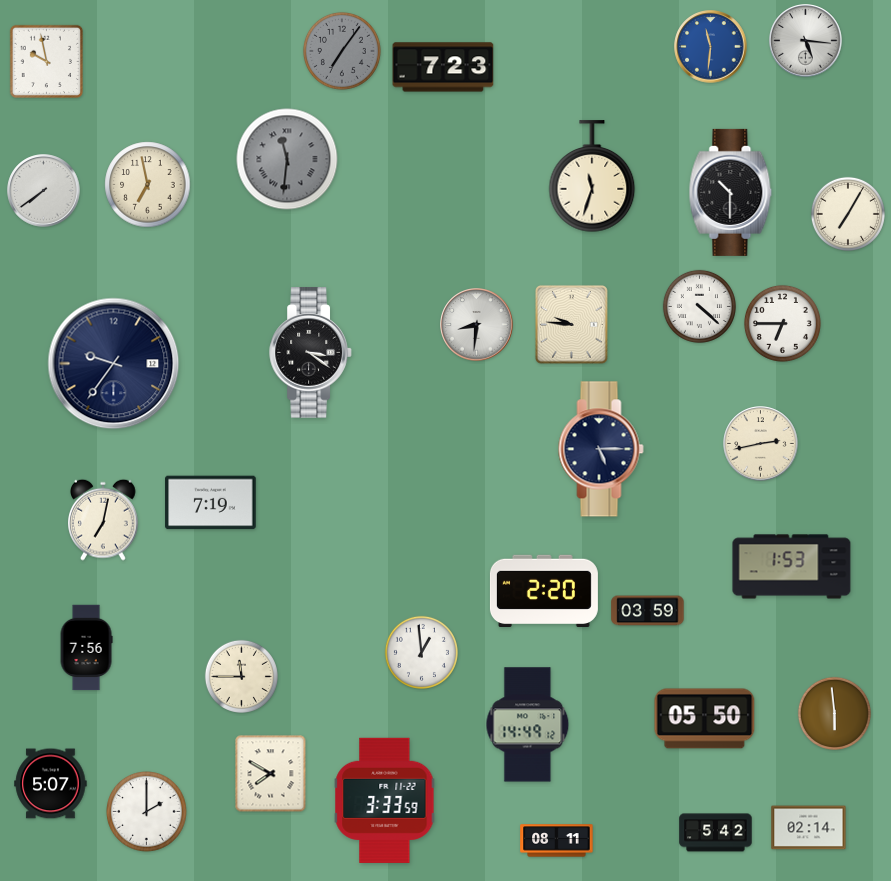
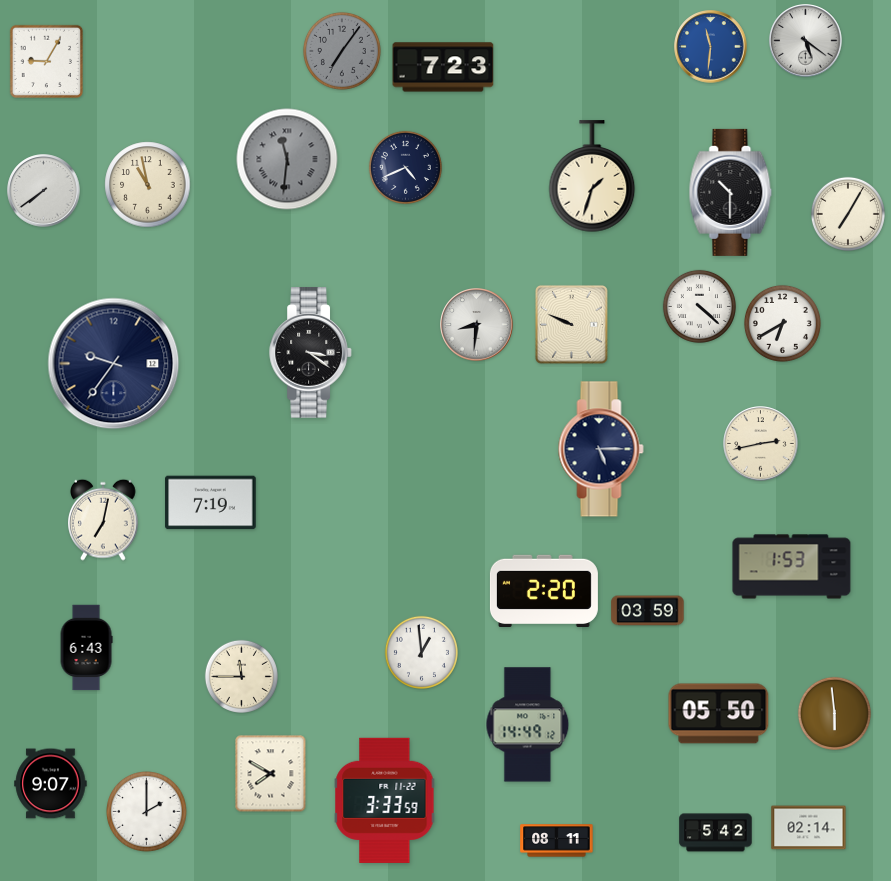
clock at (806, 41): 5:16 -> 5:21
clock at (46, 61): 9:58 -> 9:05
clock at (405, 167): none -> 4:41
clock at (592, 177): 11:33 -> 1:33
clock at (148, 185): 6:58 -> 10:58
clock at (782, 323): 6:45 -> 6:40
clock at (571, 324): 9:46 -> 9:49
clock at (86, 648): 7:56 -> 6:43
clock at (705, 719) position: (705, 719) -> (719, 714)
clock at (51, 784): 5:07 -> 9:07
